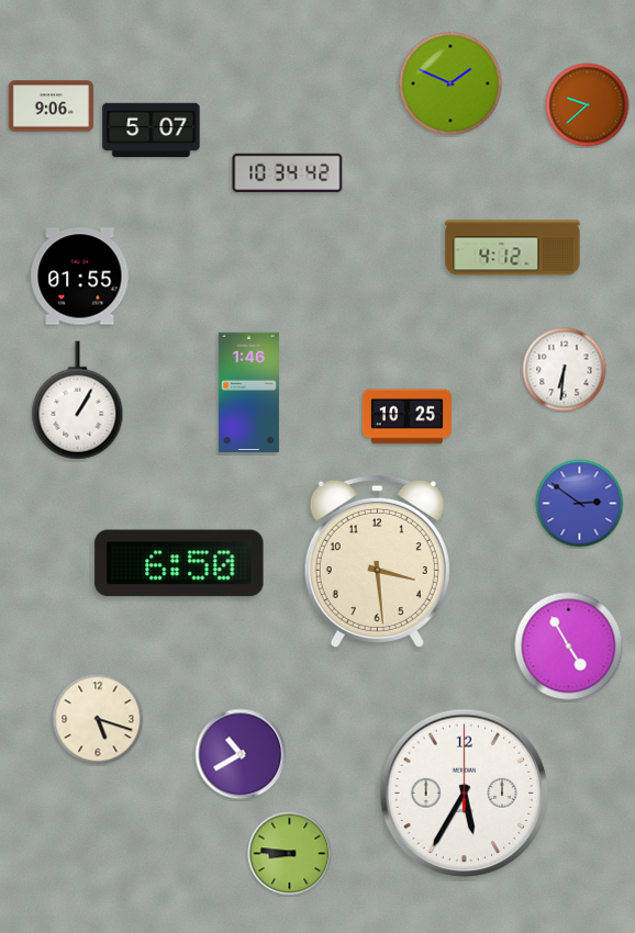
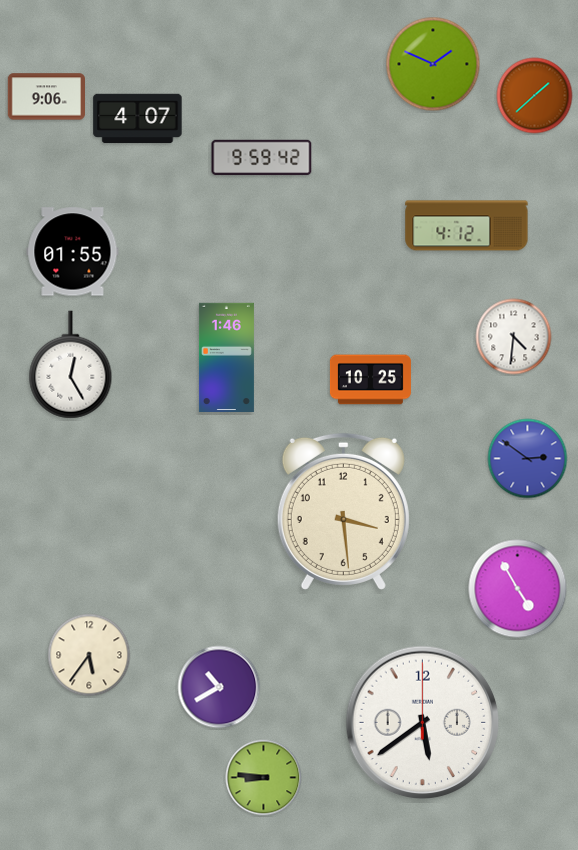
clock at (450, 83) position: (450, 83) -> (433, 64)
clock at (588, 105): 9:38 -> 1:38
clock at (152, 131): 5:07 -> 4:07
clock at (288, 173): 10:34 -> 9:59
clock at (565, 370): 6:31 -> 4:31
clock at (78, 401): 1:05 -> 12:25
clock at (179, 563): 6:50 -> none
clock at (98, 719): 5:18 -> 5:36
clock at (465, 794): 5:35 -> 5:39
